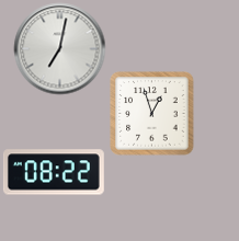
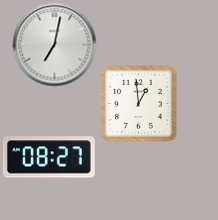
clock at (152, 114): 12:57 -> 12:59
clock at (54, 172): 08:22 -> 08:27
